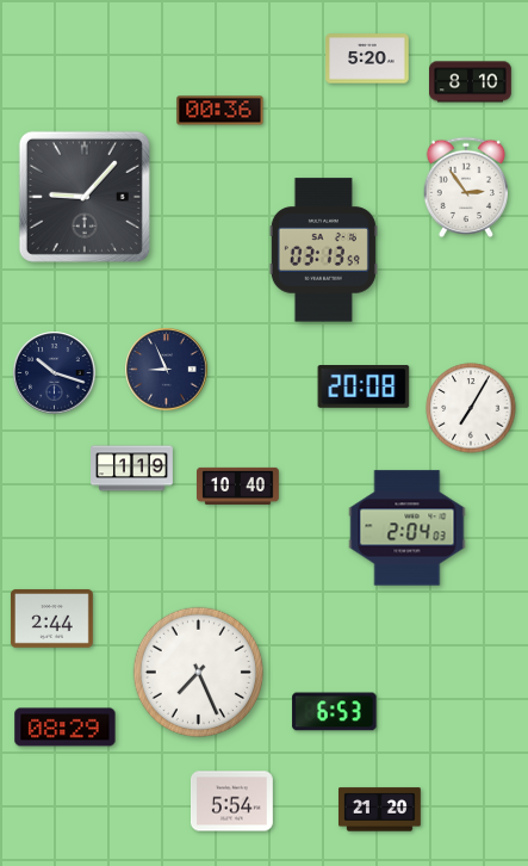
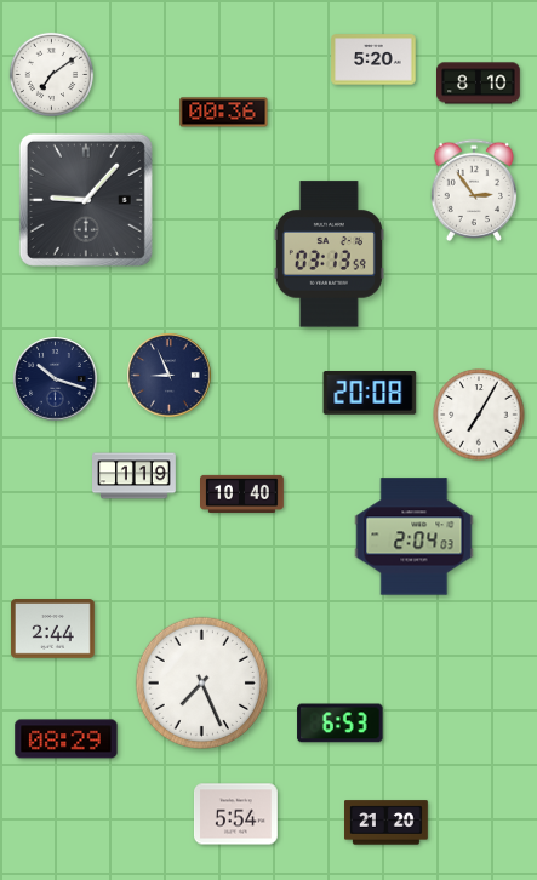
clock at (51, 74): none -> 7:09
